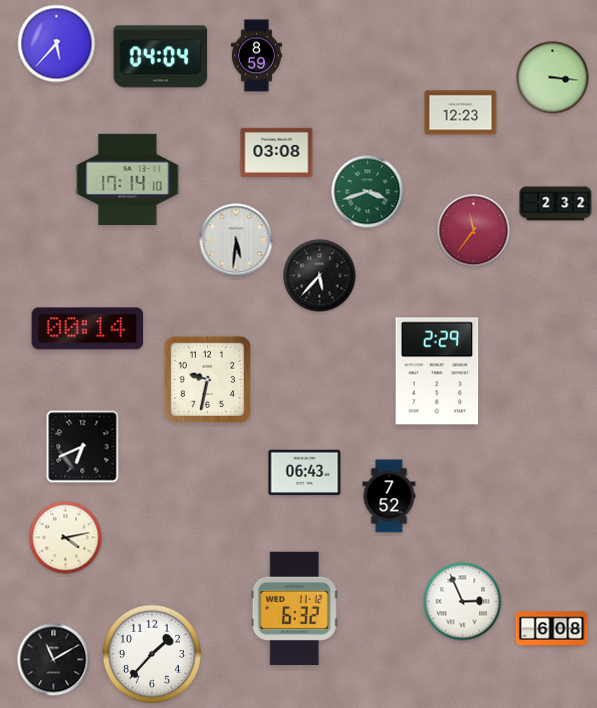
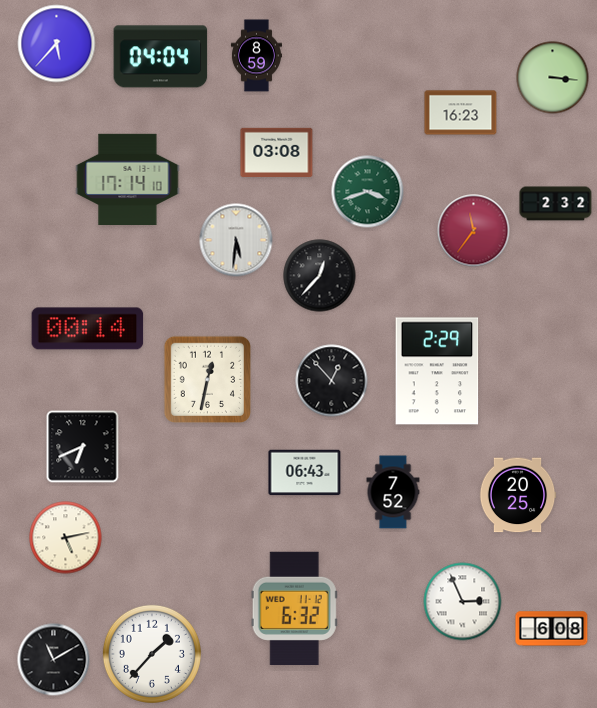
clock at (461, 113): 12:23 -> 16:23
clock at (320, 276): 5:37 -> 12:37
clock at (207, 379): 9:32 -> 12:32
clock at (332, 381): none -> 12:53
clock at (518, 495): none -> 20:25
clock at (389, 496) position: (389, 496) -> (393, 492)
clock at (66, 538): 4:13 -> 5:13
